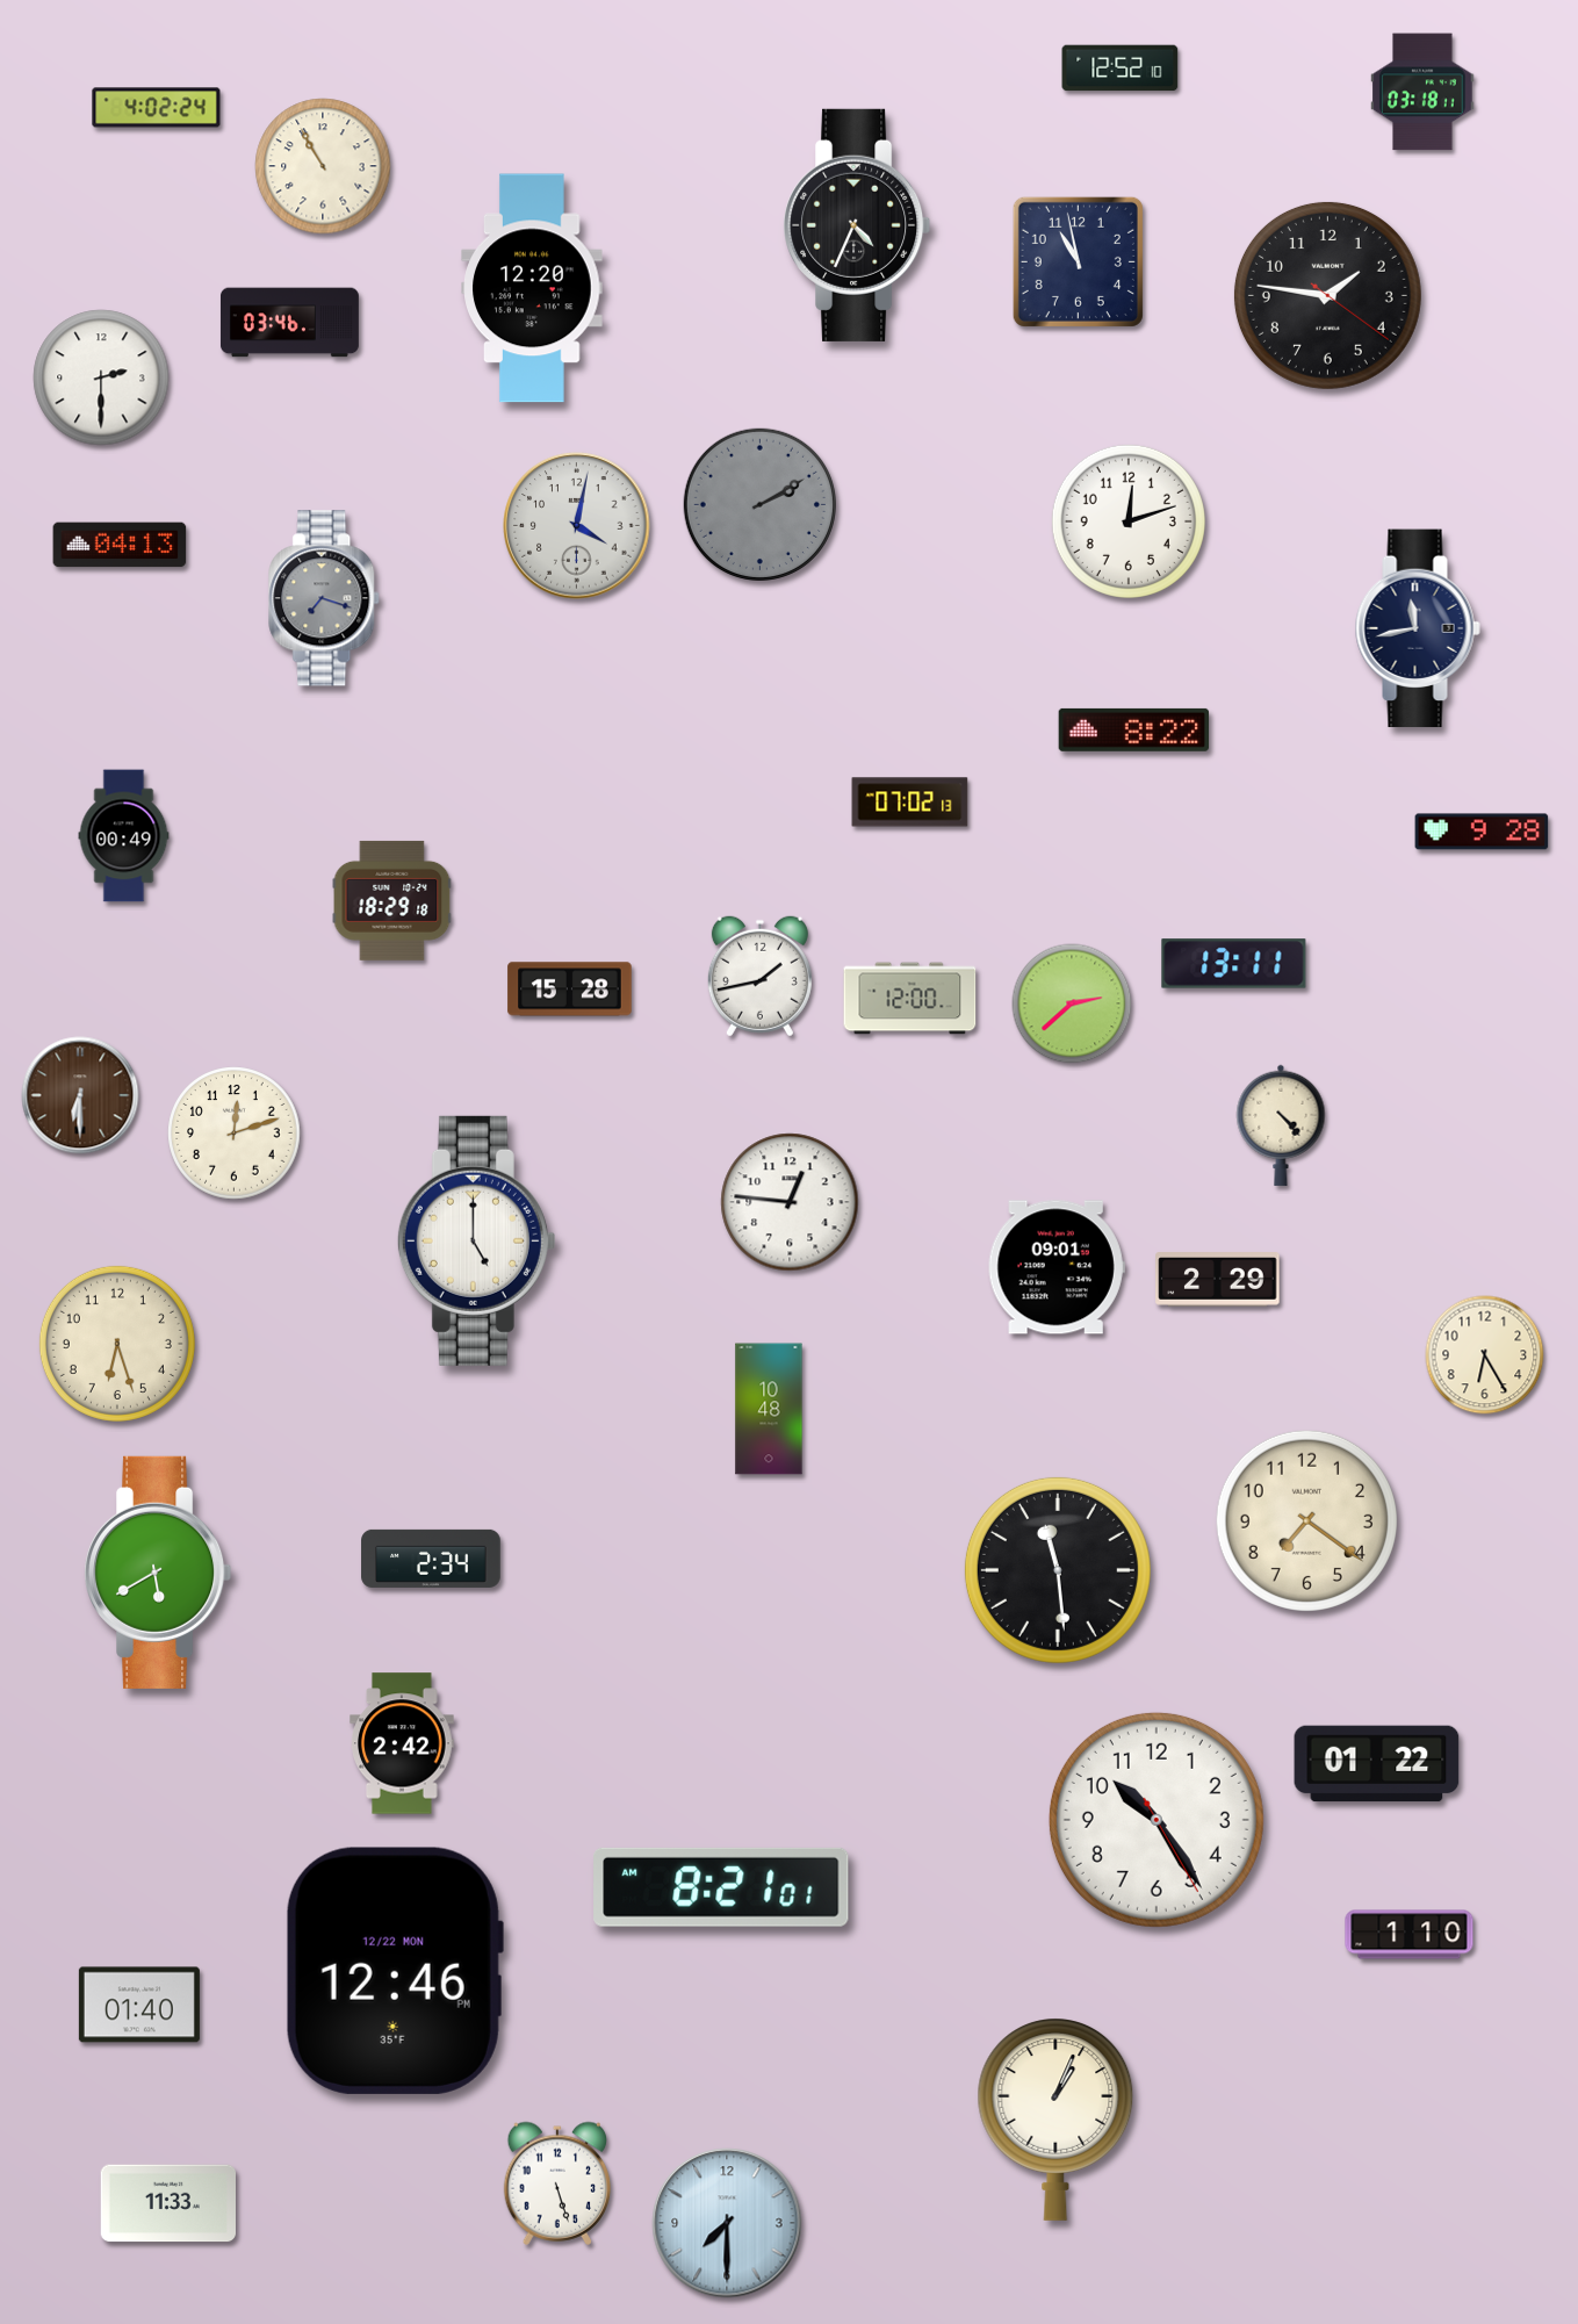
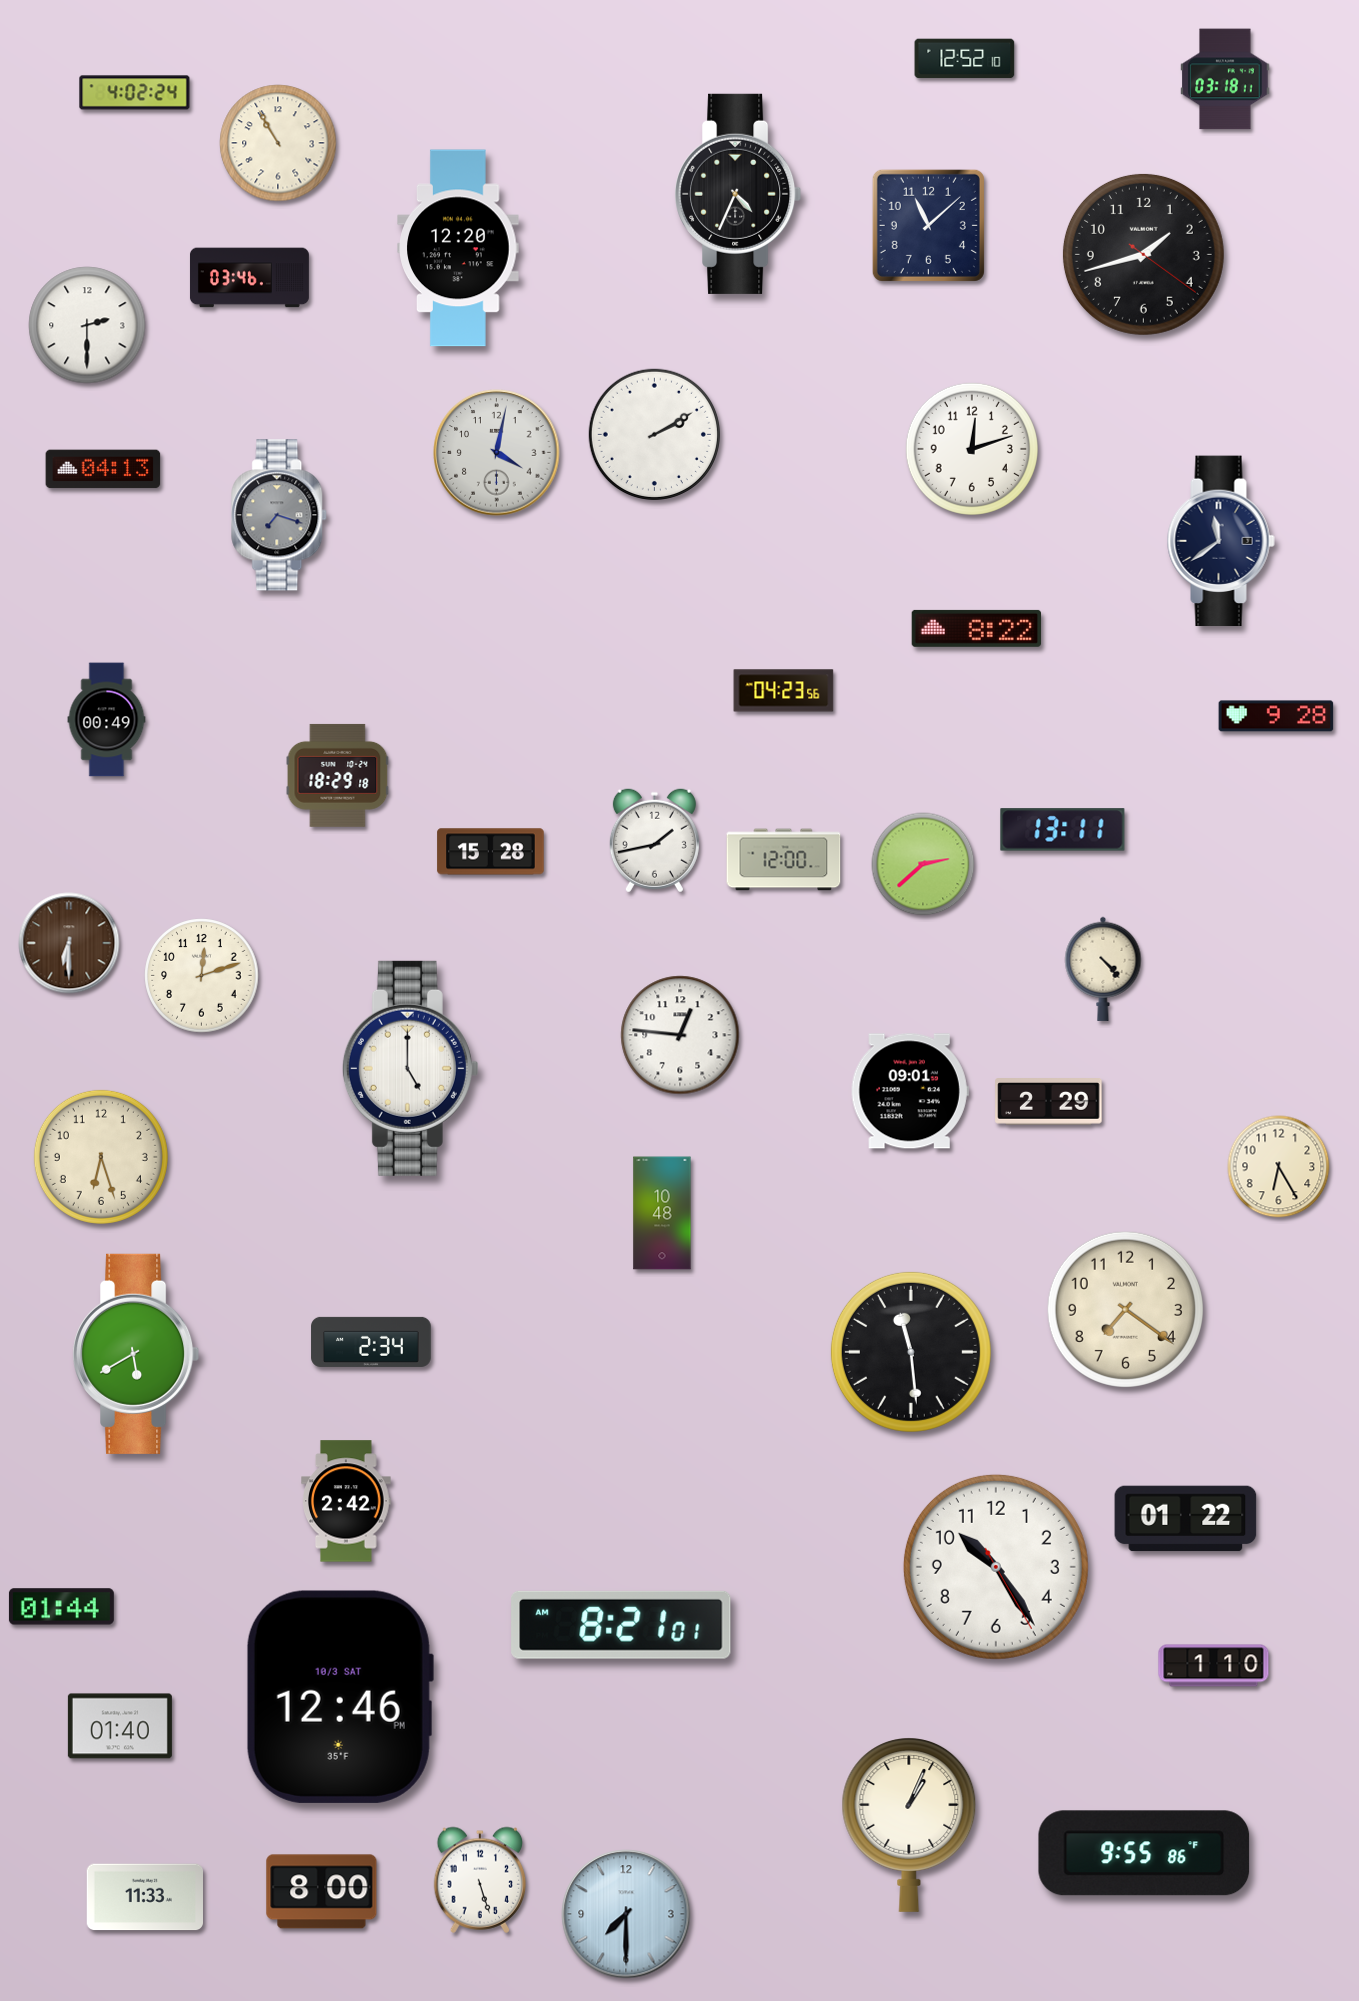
clock at (1078, 261): 10:58 -> 11:08
clock at (1327, 295): 1:46 -> 1:42
clock at (759, 504) dial: grey -> white
clock at (1418, 628): 11:43 -> 11:39
clock at (910, 803): 07:02 -> 04:23
clock at (61, 1607): none -> 01:44
clock at (395, 1971) date: 12/22 MON -> 10/3 SAT
clock at (1144, 1853): none -> 9:55
clock at (322, 1892): none -> 8:00
